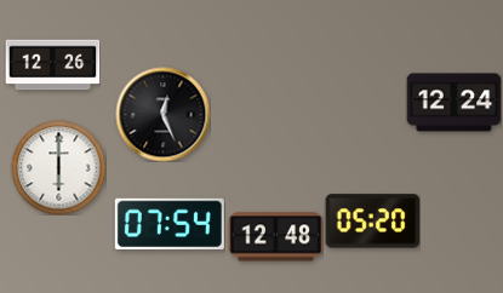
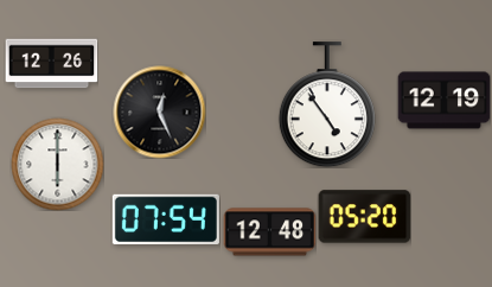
clock at (453, 103): 12:24 -> 12:19
clock at (327, 104): none -> 4:54
